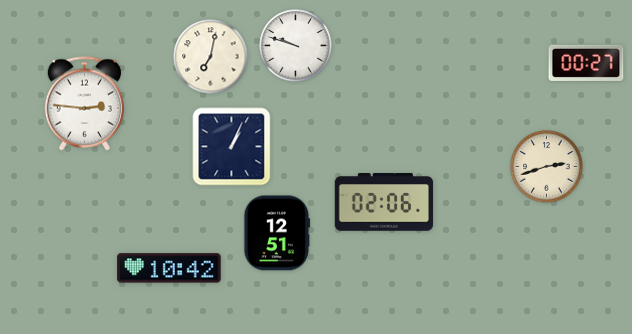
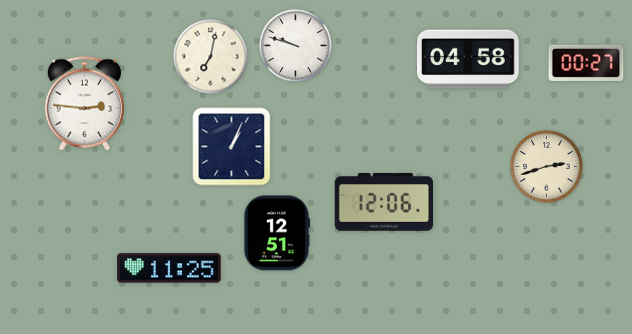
clock at (468, 59): none -> 04:58
clock at (383, 203): 02:06 -> 12:06
clock at (169, 268): 10:42 -> 11:25
